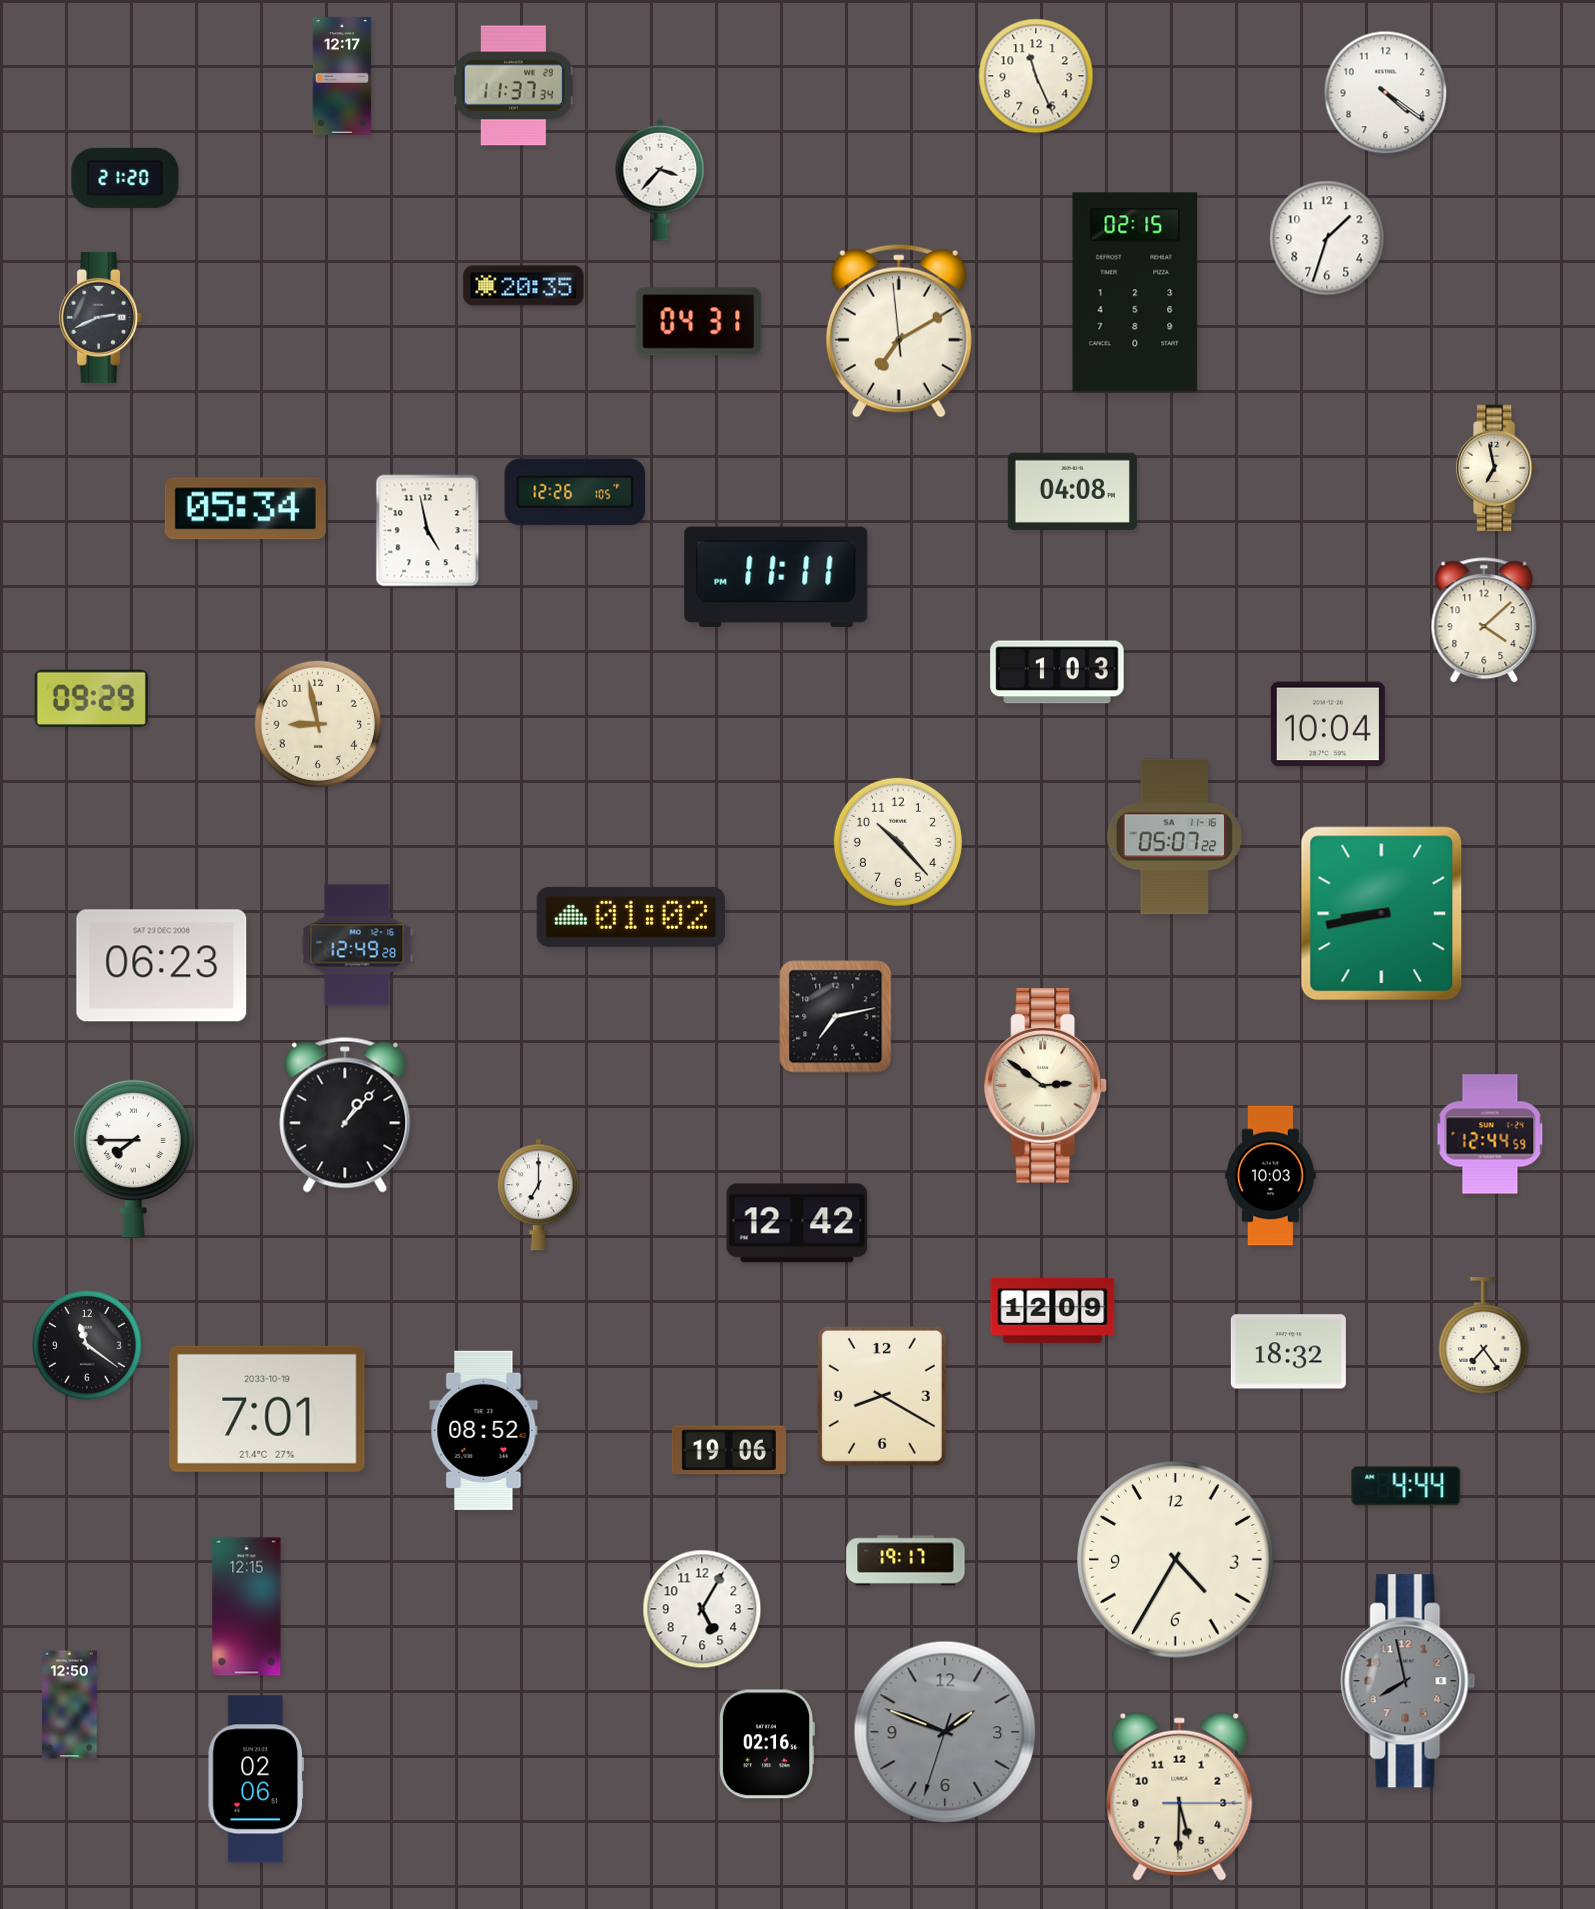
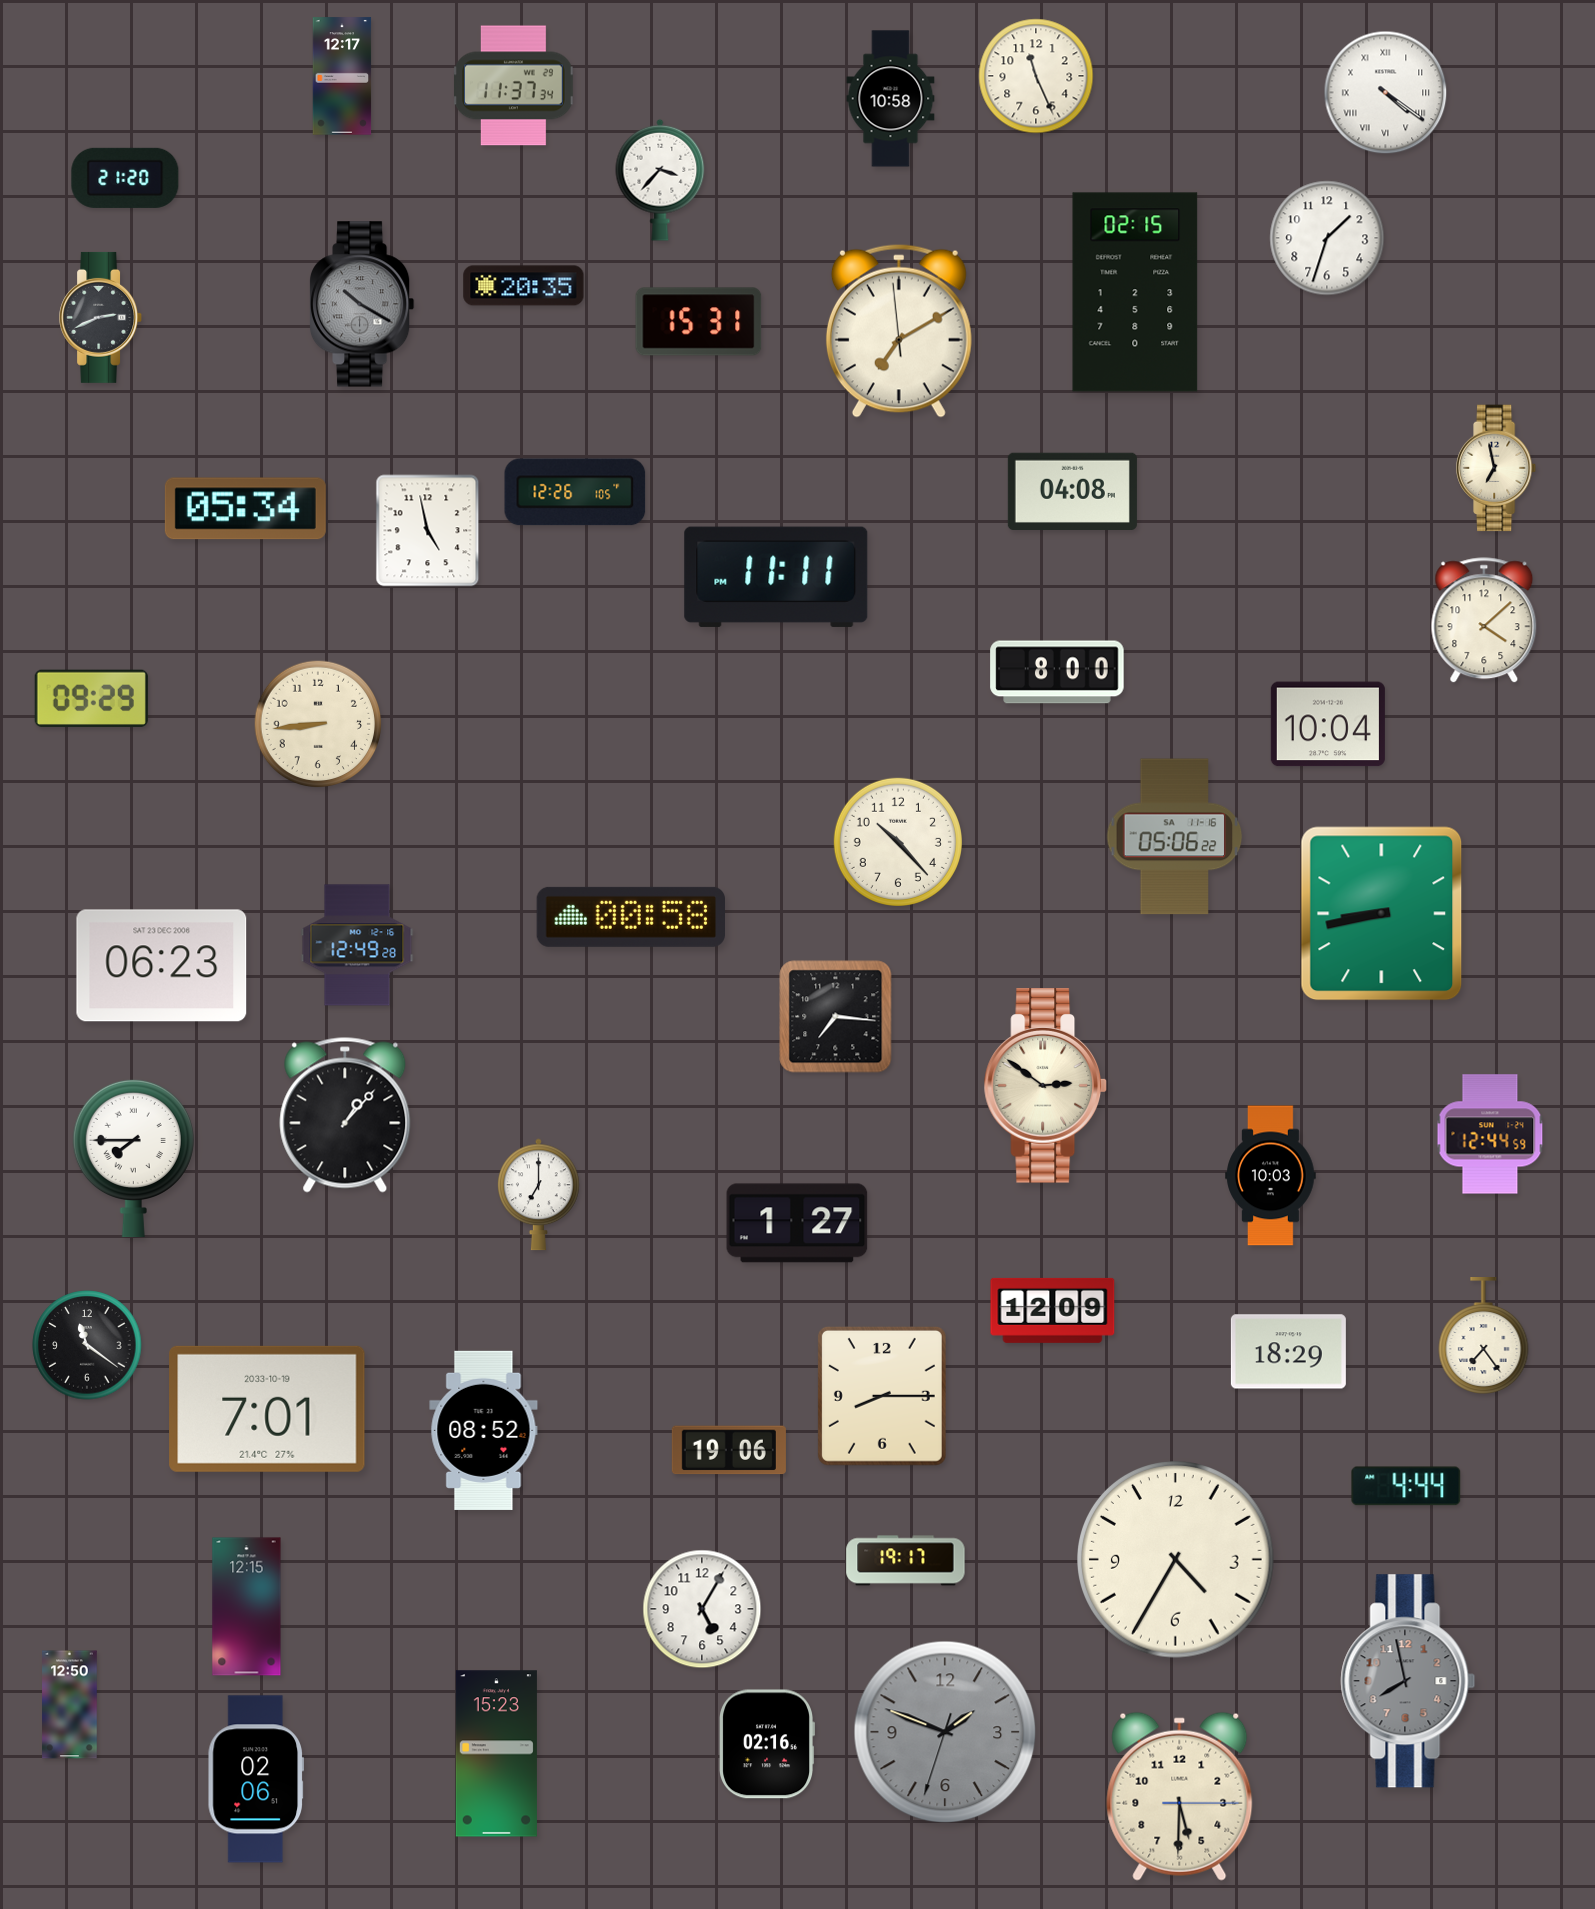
clock at (1386, 93) numerals: Arabic -> Roman
clock at (891, 99): none -> 10:58
clock at (362, 304): none -> 10:20
clock at (699, 322): 04:31 -> 15:31
clock at (1057, 672): 1:03 -> 8:00
clock at (318, 724): 8:58 -> 8:44
clock at (1175, 837): 05:07 -> 05:06
clock at (630, 917): 01:02 -> 00:58
clock at (836, 1017): 7:13 -> 7:16
clock at (797, 1223): 12:42 -> 1:27
clock at (1288, 1352): 18:32 -> 18:29
clock at (882, 1396): 8:20 -> 8:15
clock at (496, 1754): none -> 15:23
